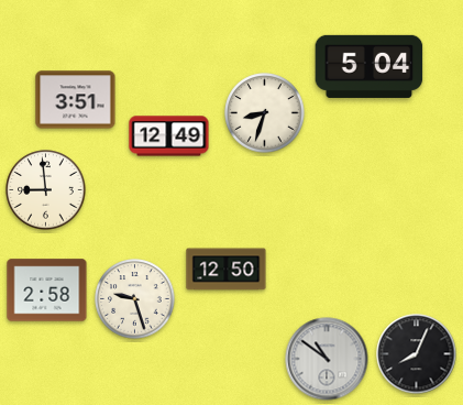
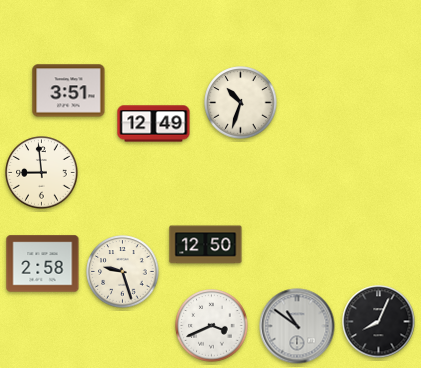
clock at (370, 66): 5:04 -> none
clock at (265, 113): 8:33 -> 10:33
clock at (212, 326): none -> 3:41
